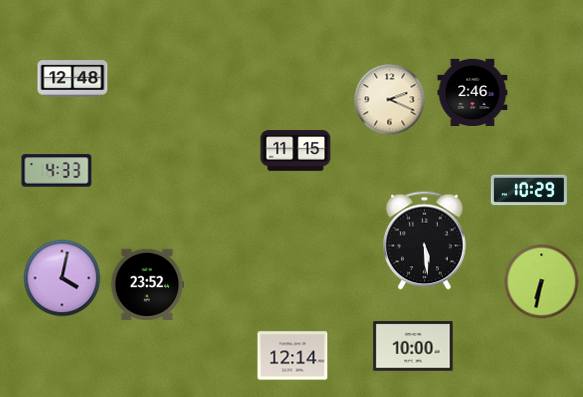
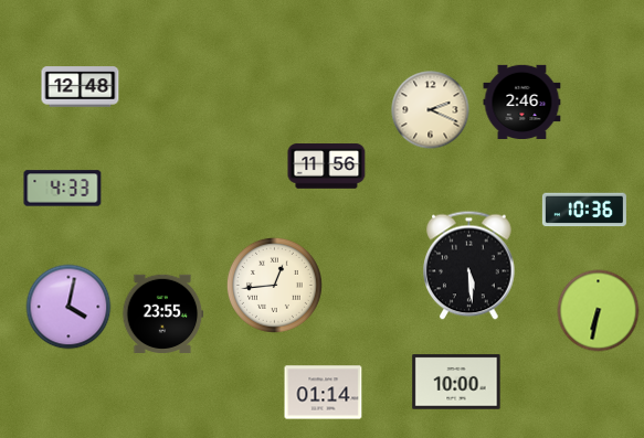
clock at (296, 151): 11:15 -> 11:56
clock at (529, 190): 10:29 -> 10:36
clock at (274, 285): none -> 12:44
clock at (147, 284): 23:52 -> 23:55
clock at (293, 356): 12:14 -> 01:14
